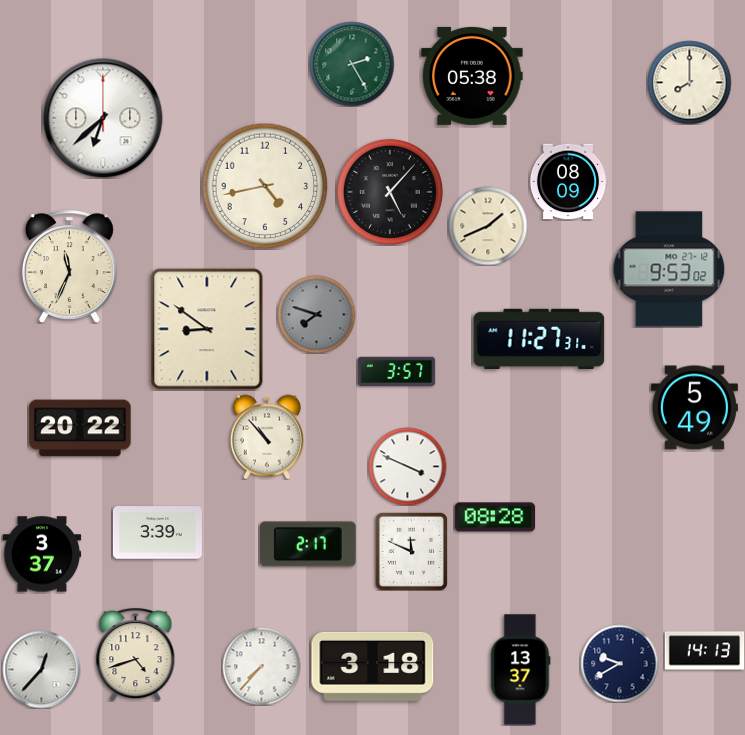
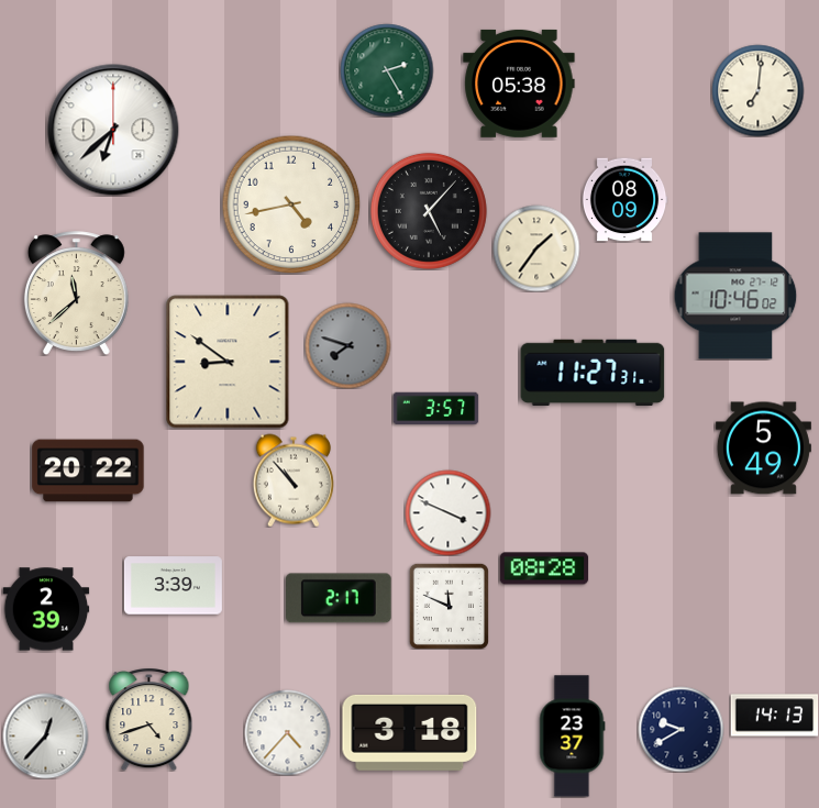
clock at (689, 82): 8:00 -> 7:01
clock at (488, 226): 1:41 -> 1:36
clock at (69, 266): 11:34 -> 11:38
clock at (669, 269): 9:53 -> 10:46
clock at (411, 551) position: (411, 551) -> (449, 606)
clock at (42, 554): 3:37 -> 2:39
clock at (261, 666): 7:37 -> 4:37
clock at (520, 670): 13:37 -> 23:37
